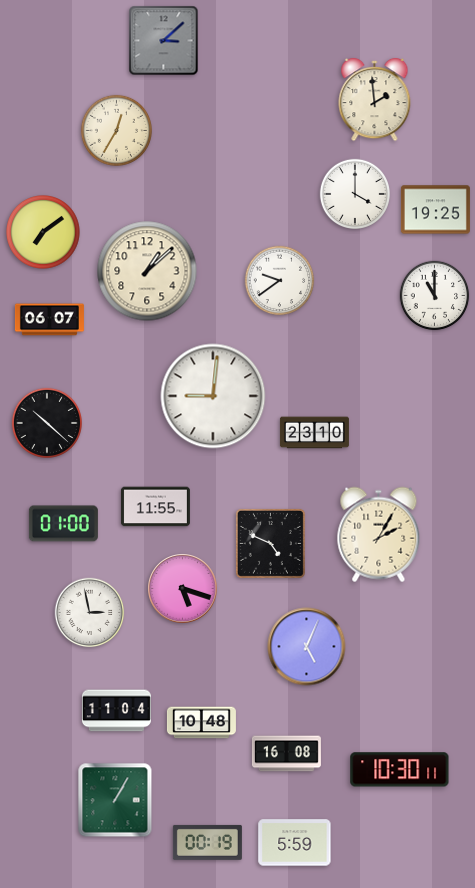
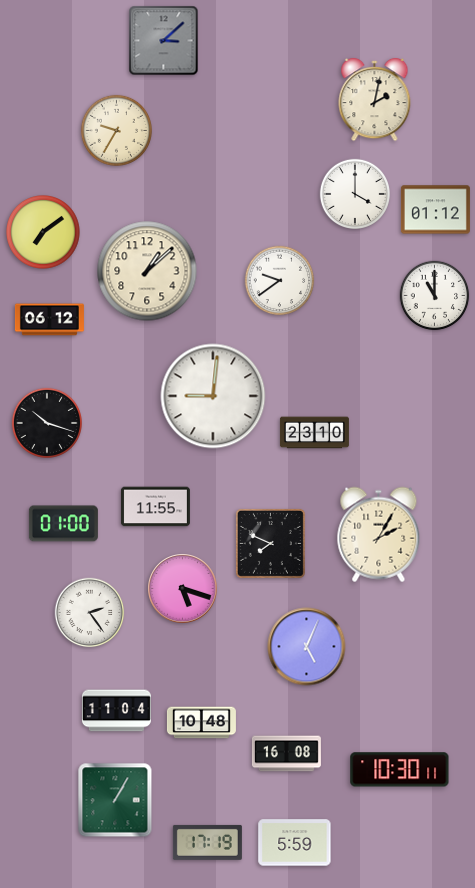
clock at (375, 100): 1:59 -> 2:02
clock at (116, 130): 12:35 -> 9:35
clock at (435, 210): 19:25 -> 01:12
clock at (49, 320): 06:07 -> 06:12
clock at (47, 423): 10:22 -> 10:18
clock at (270, 543): 4:49 -> 7:49
clock at (90, 613): 2:58 -> 2:24
clock at (207, 842): 00:19 -> 17:19
